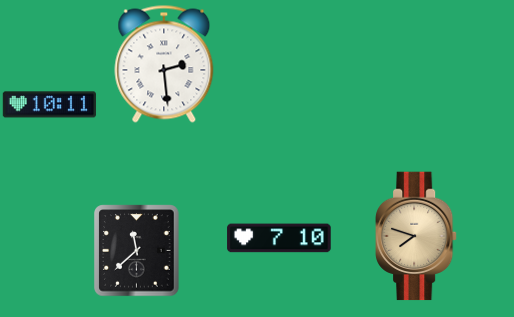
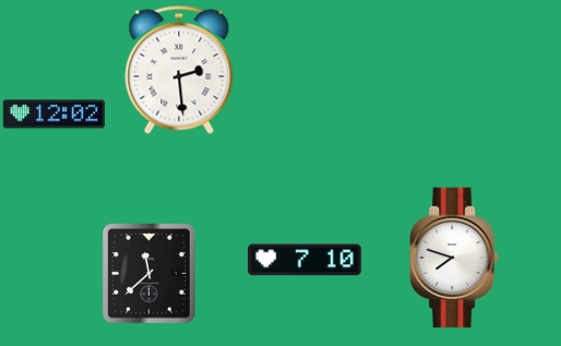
clock at (49, 105): 10:11 -> 12:02
clock at (417, 236) dial: champagne -> white
